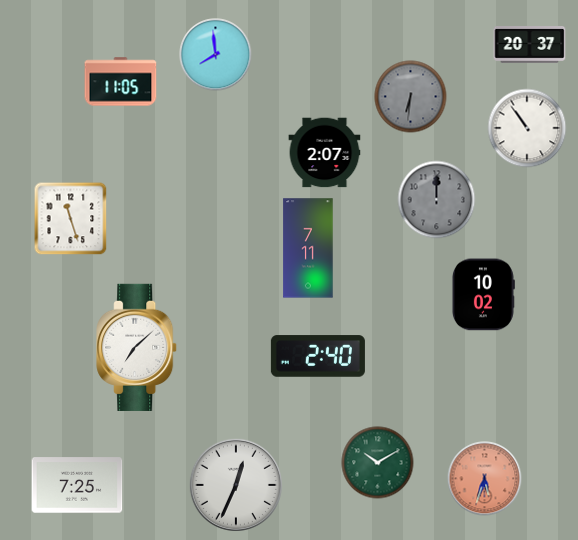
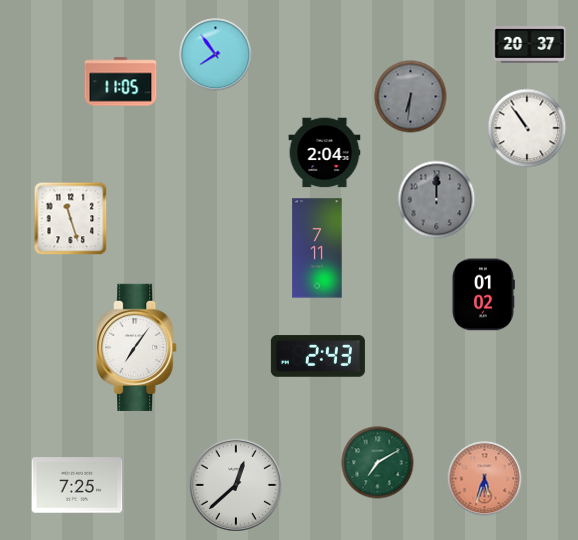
clock at (216, 55): 7:59 -> 7:54
clock at (325, 153): 2:07 -> 2:04
clock at (308, 248) position: (308, 248) -> (317, 248)
clock at (483, 295): 10:02 -> 01:02
clock at (137, 347): 7:08 -> 7:06
clock at (318, 356): 2:40 -> 2:43
clock at (378, 463): 10:10 -> 7:10
clock at (236, 485): 12:34 -> 12:38
